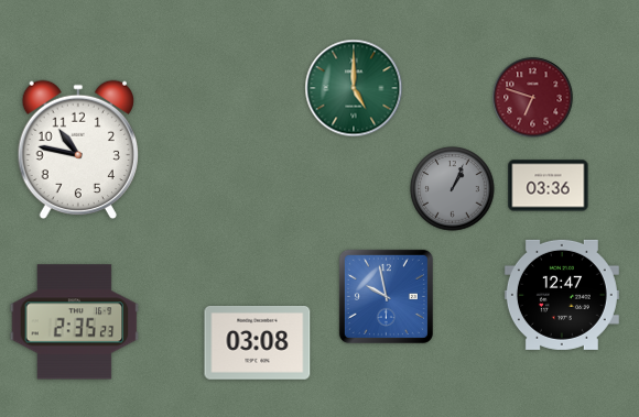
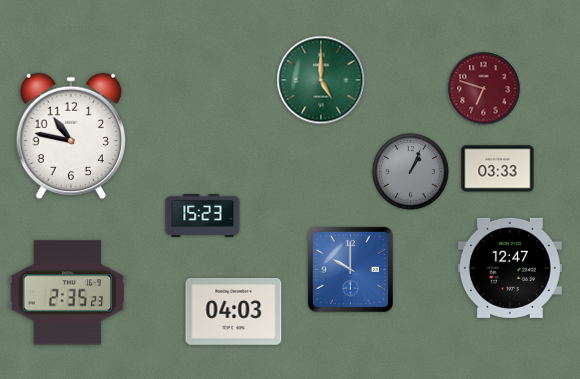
clock at (549, 186): 03:36 -> 03:33
clock at (203, 215): none -> 15:23
clock at (386, 296): 9:58 -> 10:00
clock at (258, 343): 03:08 -> 04:03
